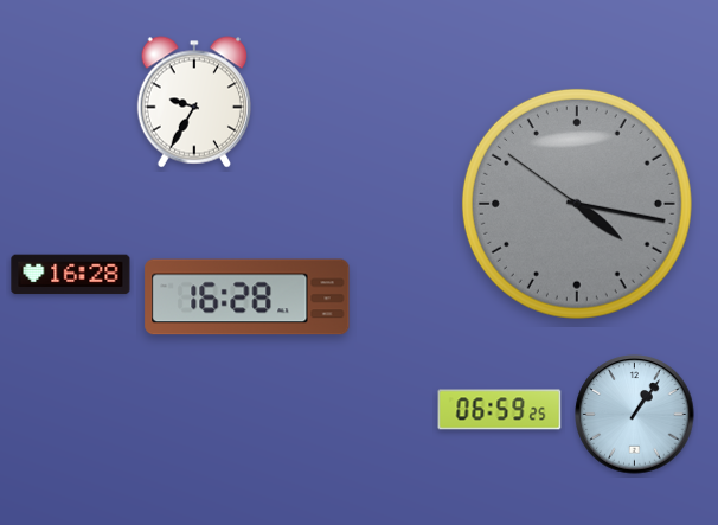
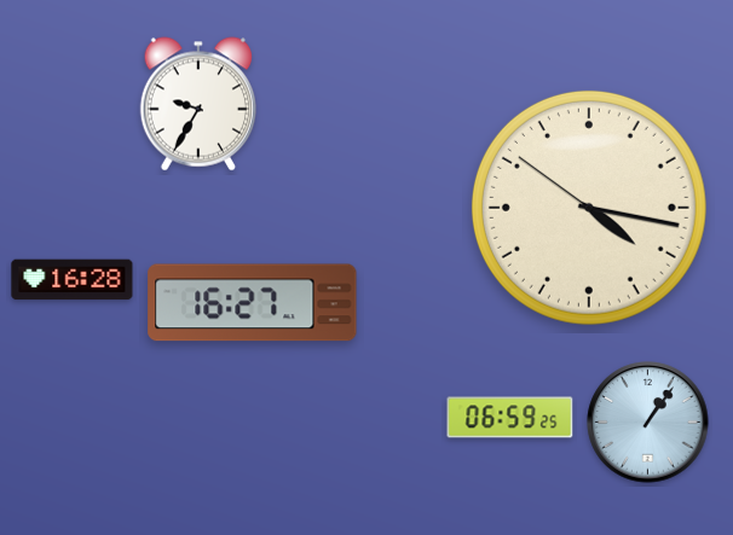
clock at (577, 204) dial: grey -> cream
clock at (248, 297): 16:28 -> 16:27
